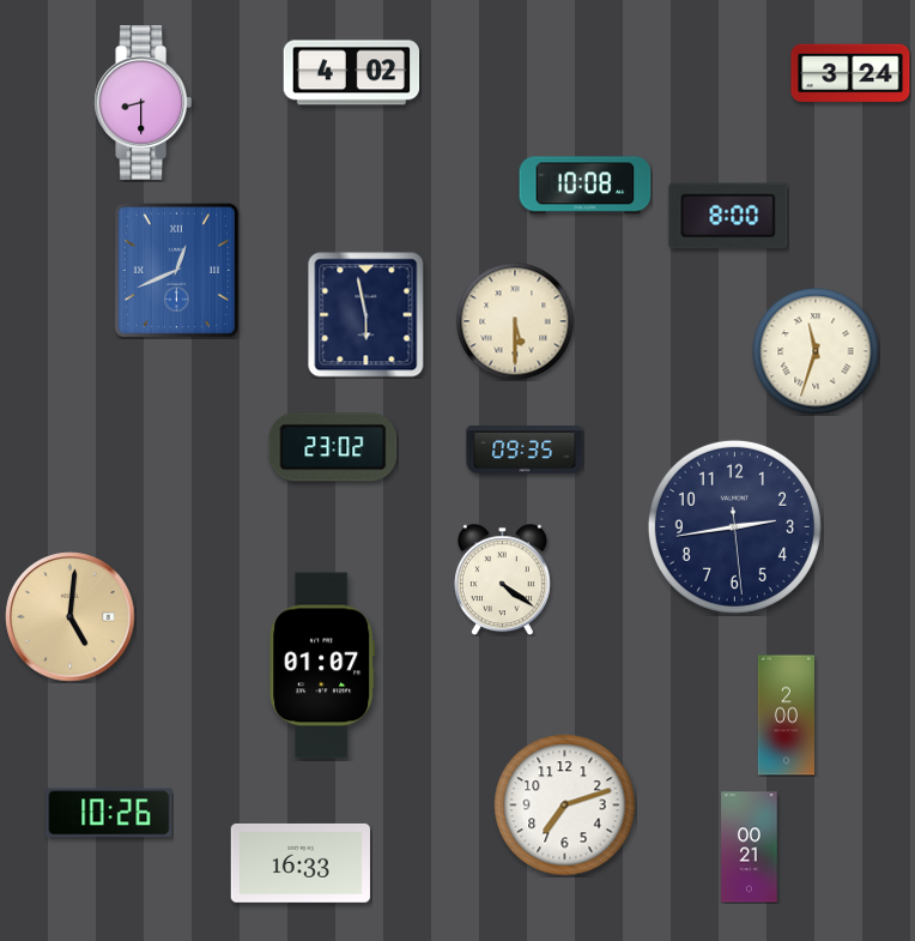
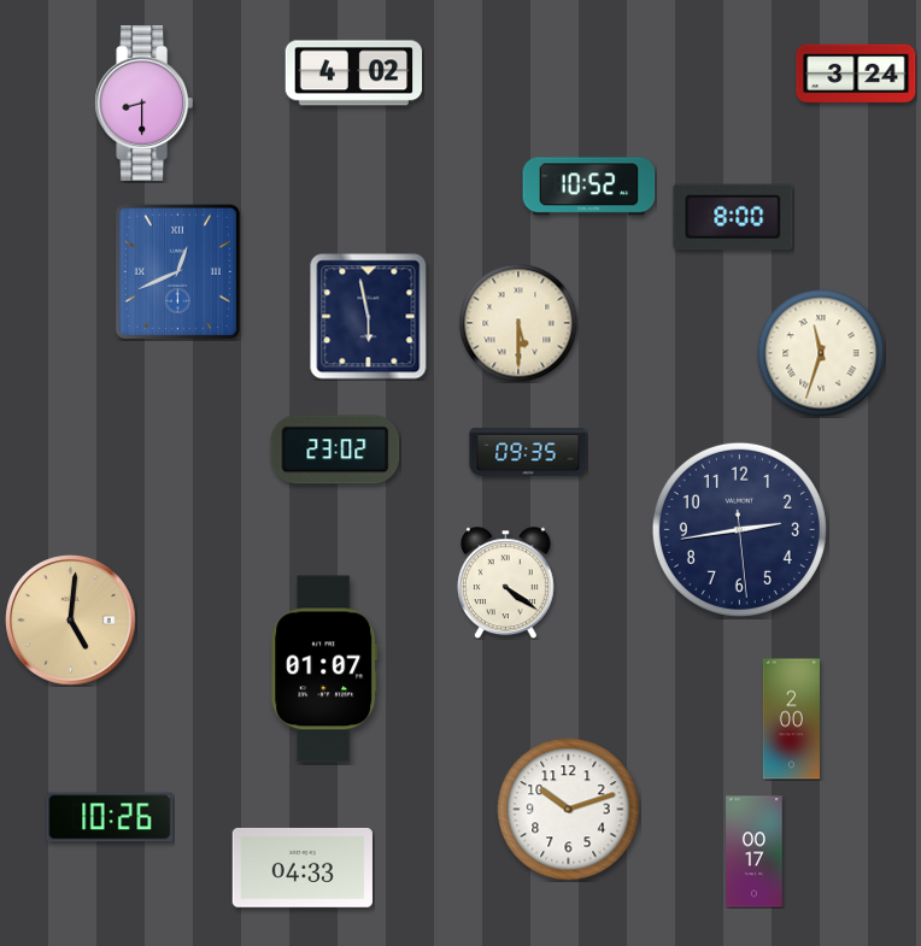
clock at (586, 186): 10:08 -> 10:52
clock at (565, 806): 7:12 -> 10:12
clock at (750, 847): 00:21 -> 00:17
clock at (301, 863): 16:33 -> 04:33
